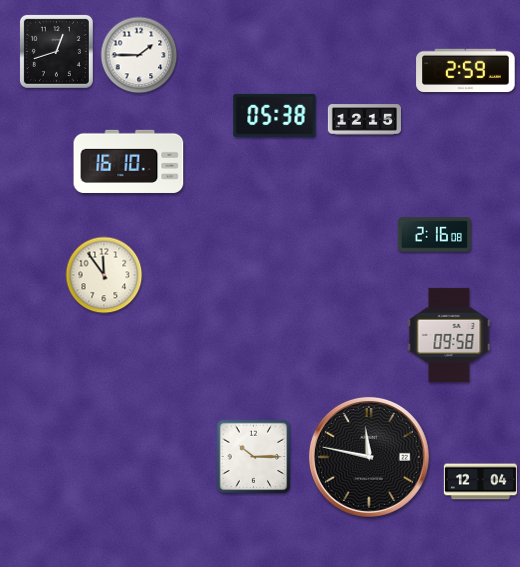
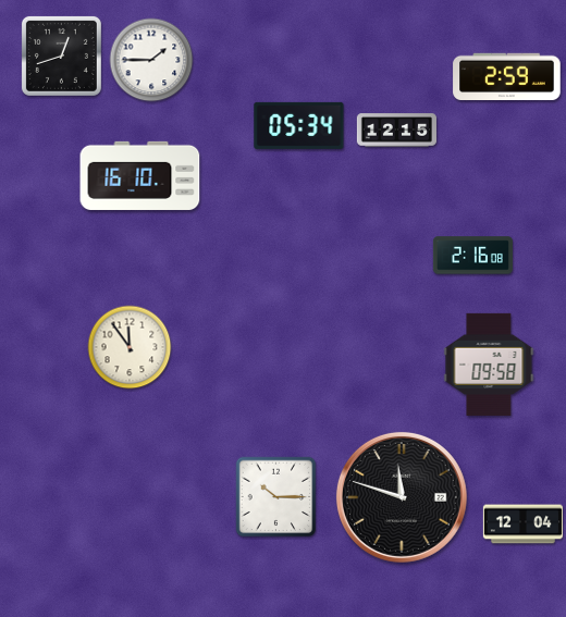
clock at (275, 115): 05:38 -> 05:34
clock at (104, 275) position: (104, 275) -> (130, 347)
clock at (369, 457): 11:47 -> 11:48
